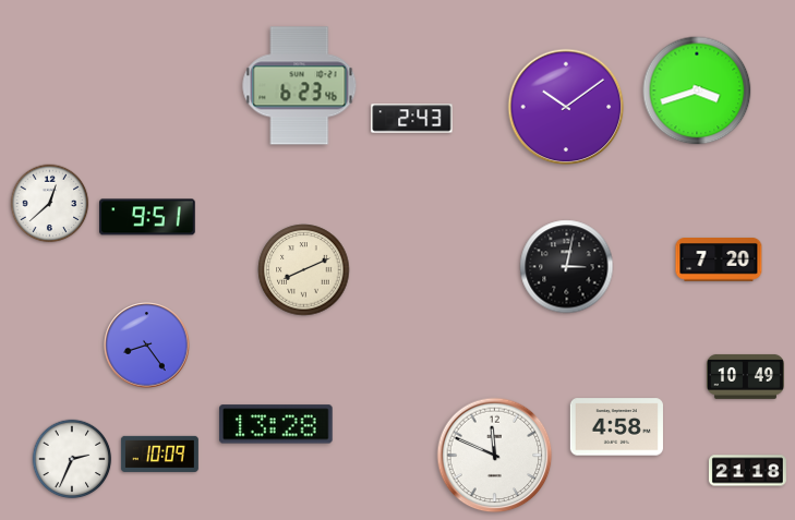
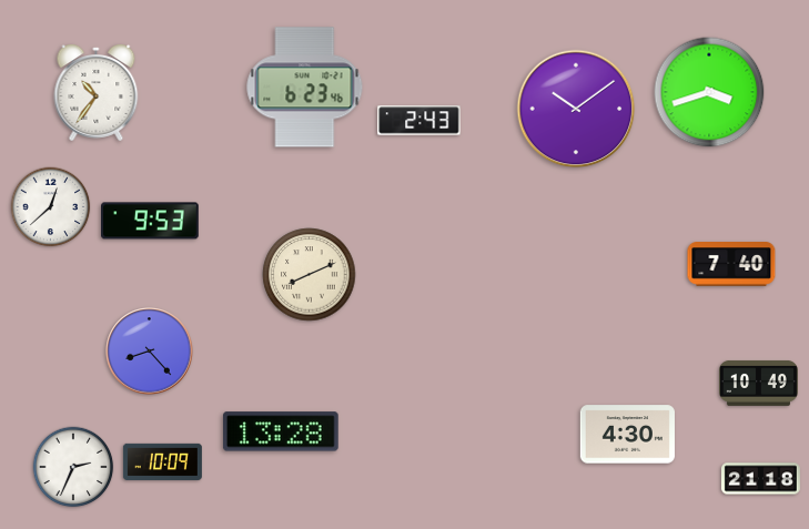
clock at (97, 92): none -> 10:36
clock at (148, 217): 9:51 -> 9:53
clock at (719, 261): 7:20 -> 7:40
clock at (567, 267): 3:02 -> none
clock at (147, 346): 8:24 -> 8:23
clock at (616, 427): 4:58 -> 4:30
clock at (495, 456): 11:49 -> none
